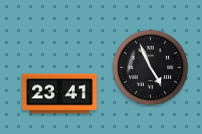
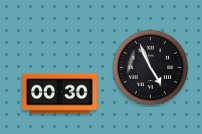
clock at (60, 94): 23:41 -> 00:30
